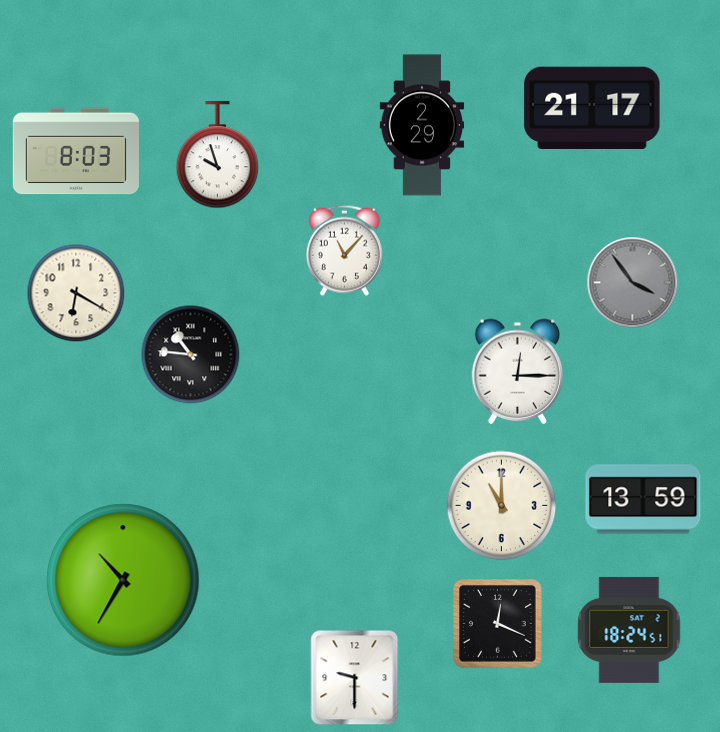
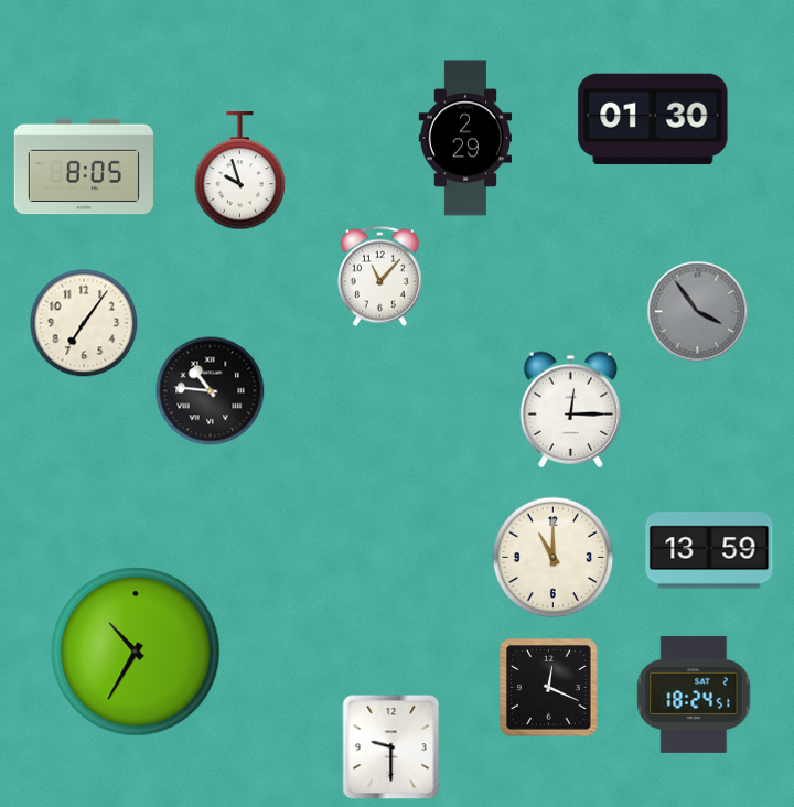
clock at (592, 108): 21:17 -> 01:30
clock at (76, 151): 8:03 -> 8:05
clock at (76, 293): 6:20 -> 7:06
clock at (123, 580) position: (123, 580) -> (136, 652)
